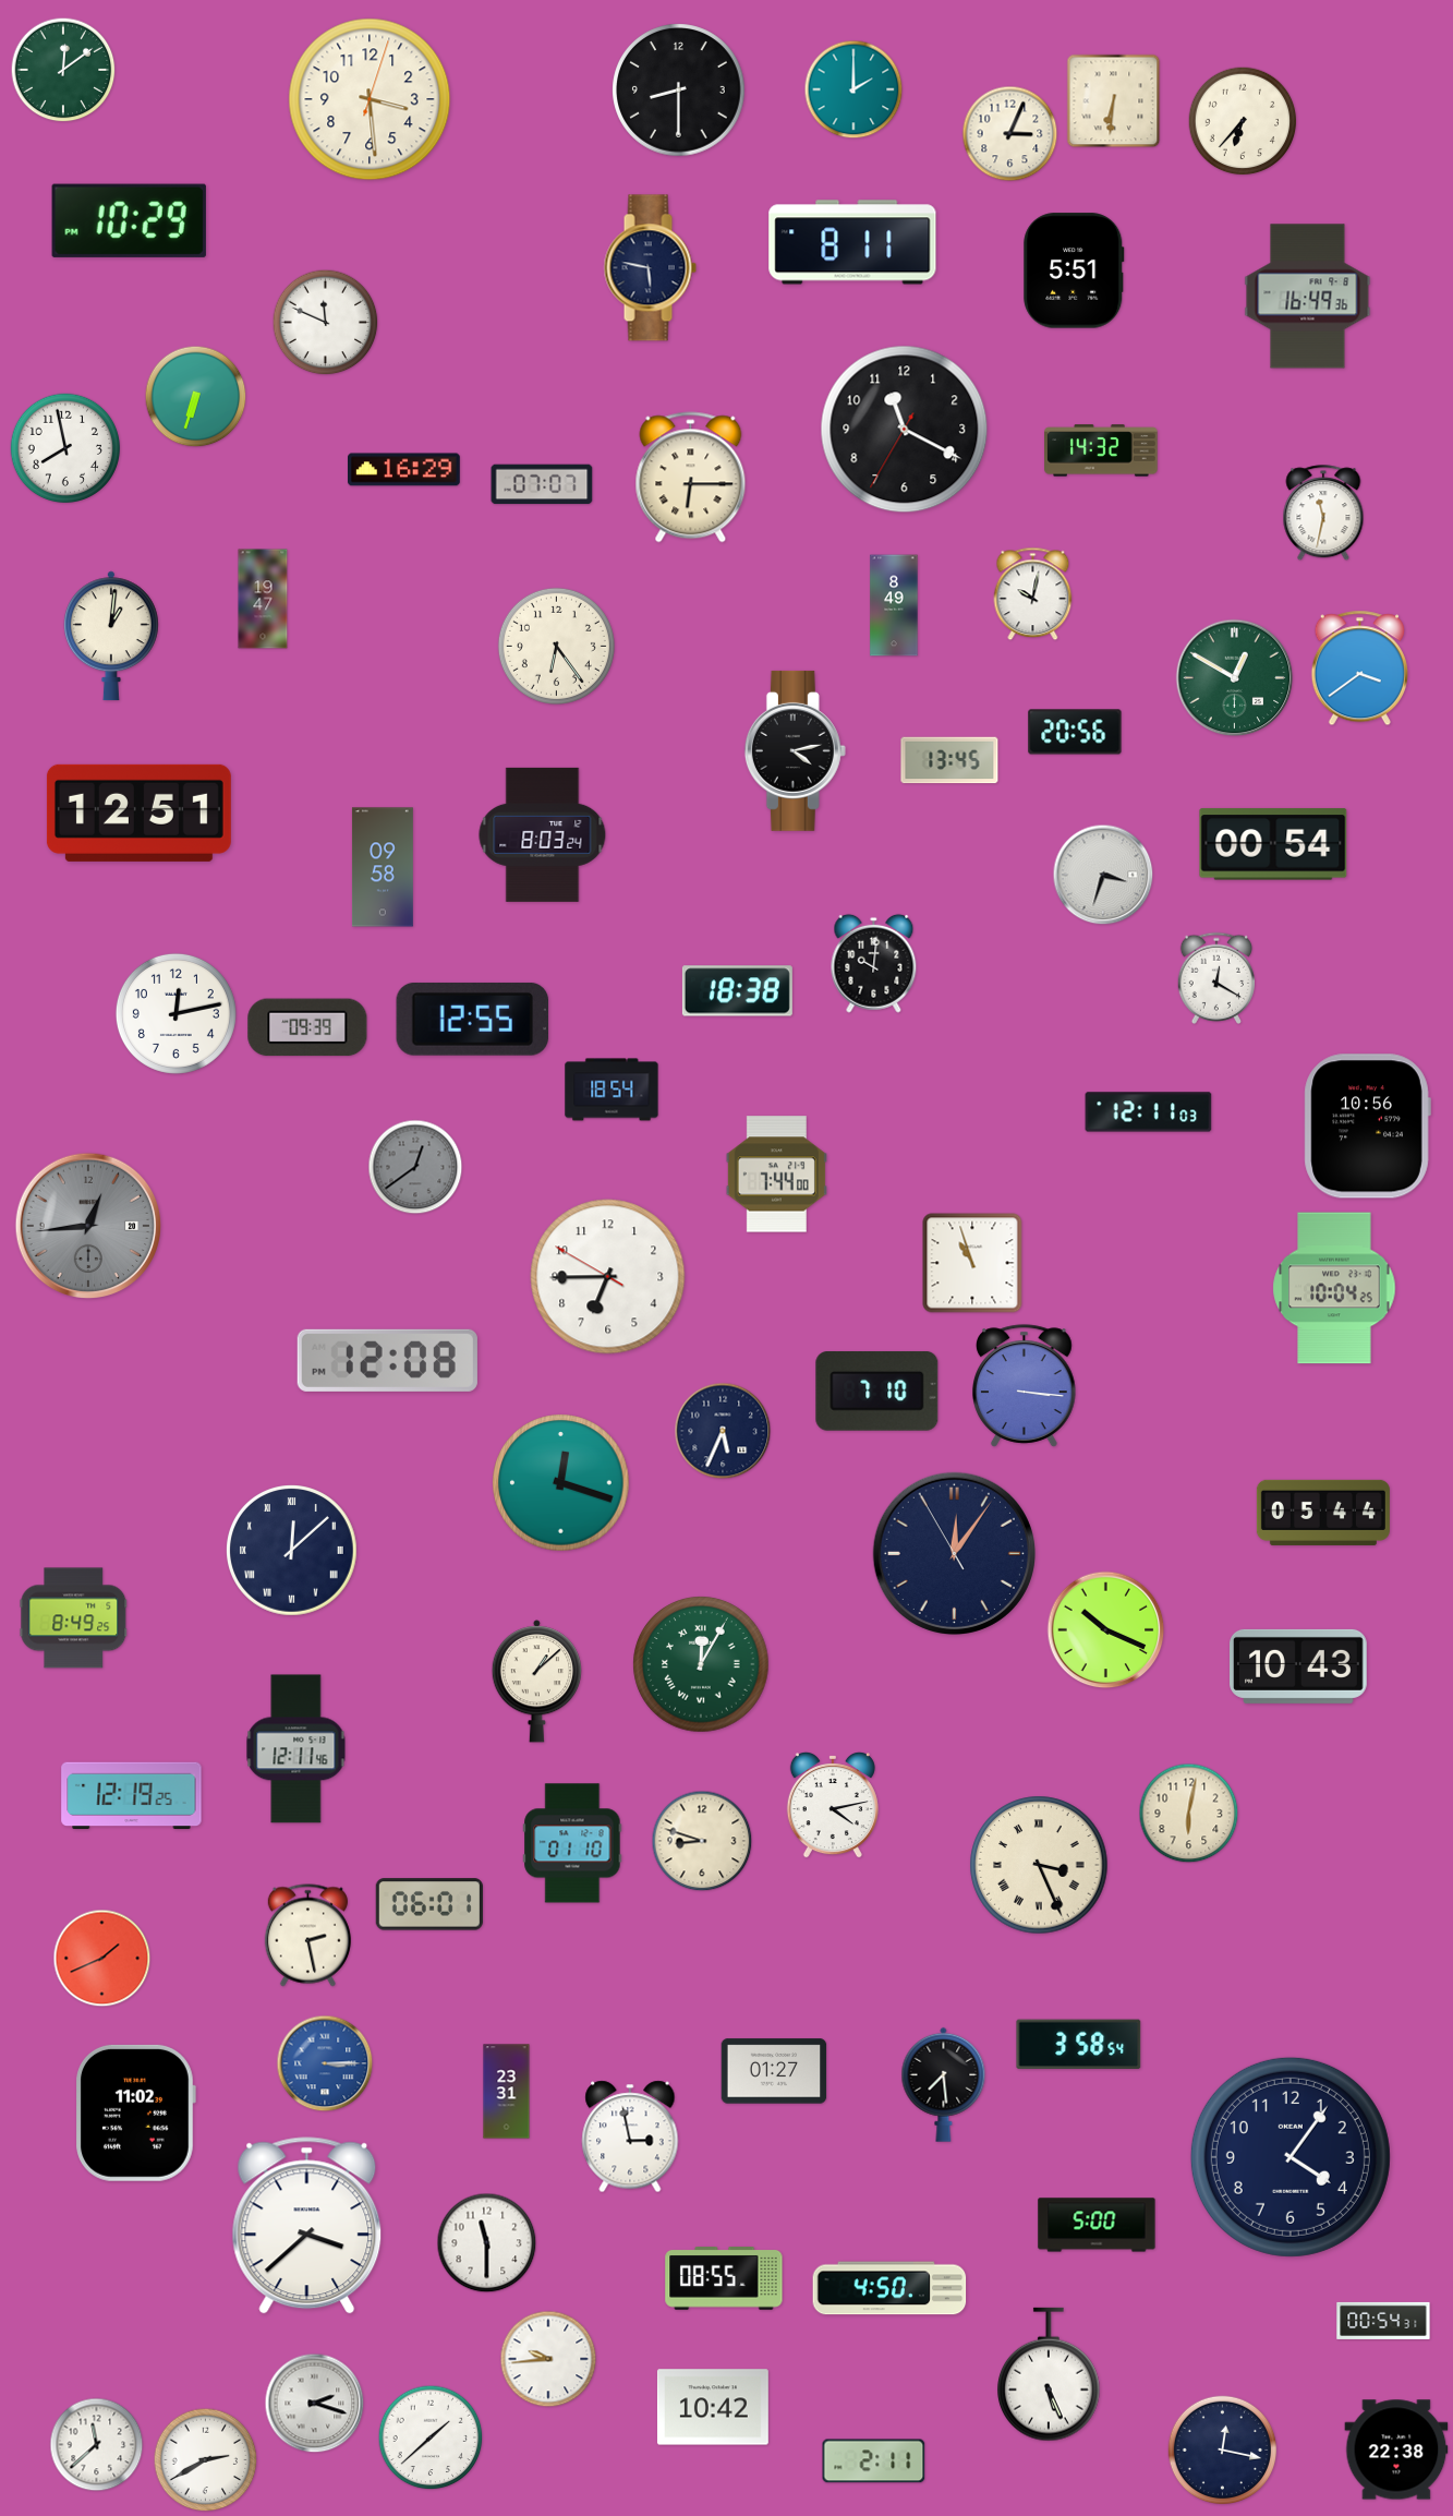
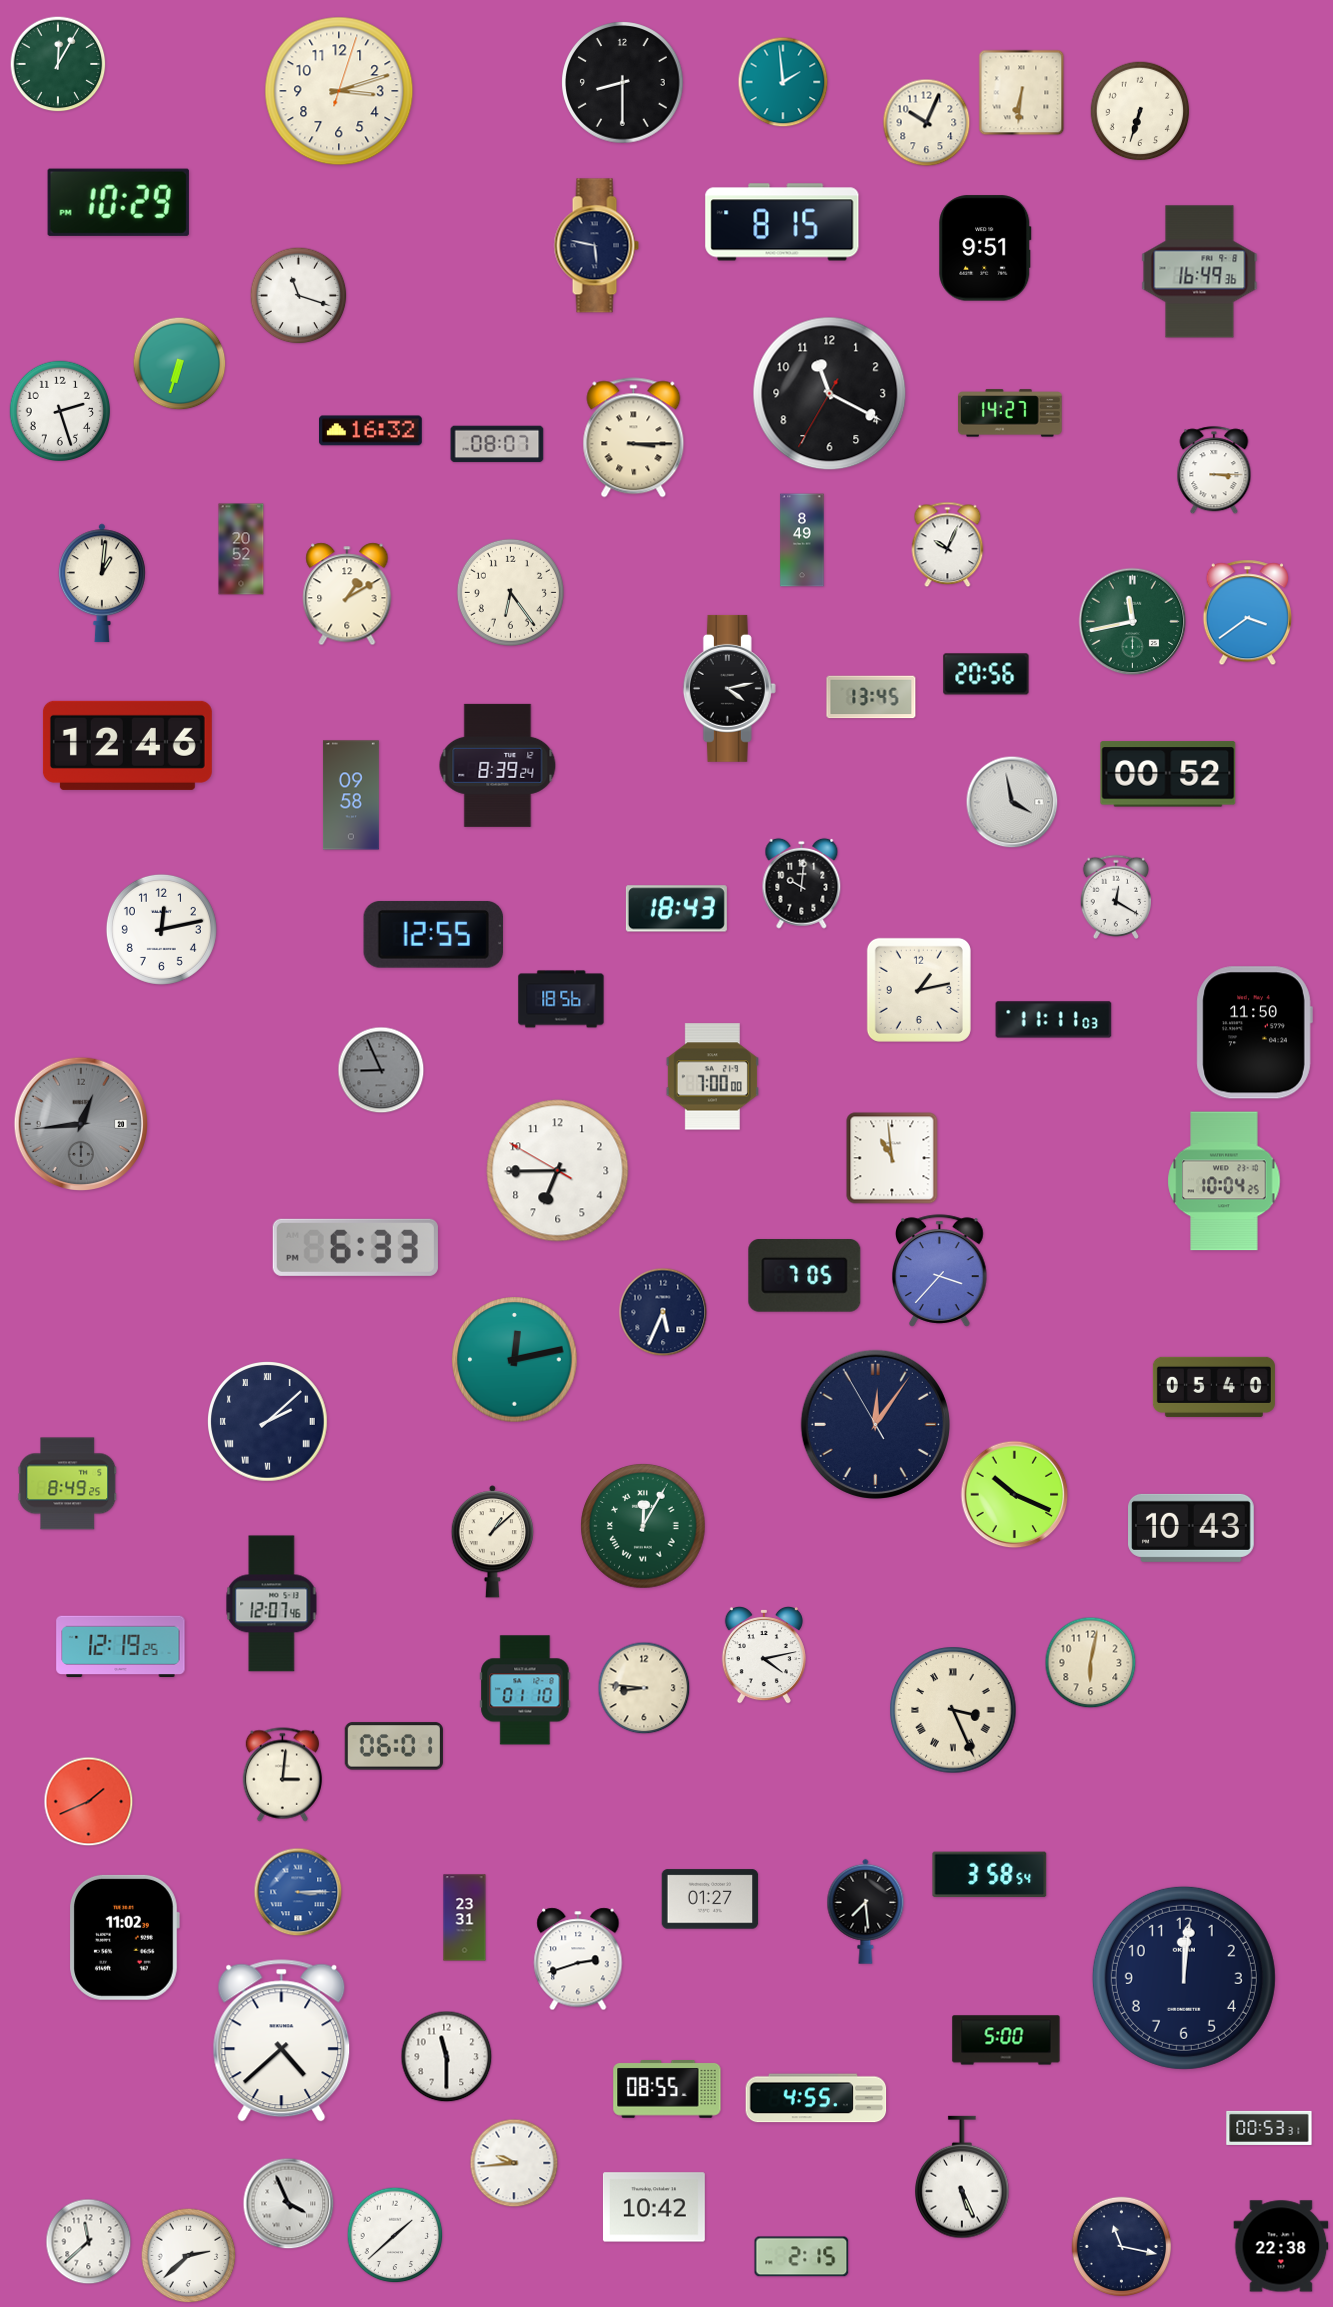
clock at (63, 70): 12:09 -> 12:05
clock at (853, 89): 2:00 -> 1:59
clock at (370, 99): 3:29 -> 3:12
clock at (1243, 121): 6:37 -> 6:33
clock at (1010, 134): 3:04 -> 10:04
clock at (852, 242): 8:11 -> 8:15
clock at (1074, 270): 5:51 -> 9:51
clock at (326, 323): 11:49 -> 11:18
clock at (65, 448): 7:58 -> 2:27
clock at (1101, 450): 14:32 -> 14:27
clock at (404, 470): 16:29 -> 16:32
clock at (691, 478): 6:15 -> 3:15
clock at (542, 484): 07:07 -> 08:07
clock at (1323, 514): 11:32 -> 3:15
clock at (1033, 594): 10:02 -> 10:04
clock at (263, 599): 19:47 -> 20:52
clock at (894, 605) position: (894, 605) -> (802, 540)
clock at (347, 594): none -> 1:10
clock at (1235, 678): 12:50 -> 11:43
clock at (1075, 732) position: (1075, 732) -> (986, 674)
clock at (138, 812): 12:51 -> 12:46
clock at (543, 834): 8:03 -> 8:39
clock at (1273, 844): 00:54 -> 00:52
clock at (1103, 875): 3:33 -> 3:58
clock at (737, 991): 18:38 -> 18:43
clock at (307, 1027): 09:39 -> none
clock at (919, 990): none -> 1:13
clock at (612, 1090): 18:54 -> 18:56
clock at (1149, 1112): 12:11 -> 11:11
clock at (1367, 1127): 10:56 -> 11:50
clock at (415, 1167): 12:39 -> 8:56
clock at (776, 1175): 7:44 -> 7:00
clock at (972, 1263): 10:57 -> 10:59
clock at (387, 1360): 12:08 -> 6:33
clock at (1025, 1386): 3:16 -> 3:37
clock at (877, 1392): 7:10 -> 7:05
clock at (561, 1483): 12:18 -> 12:13
clock at (1323, 1513): 05:44 -> 05:40
clock at (292, 1551): 12:08 -> 2:08
clock at (296, 1749): 12:11 -> 12:07
clock at (702, 1841): 8:48 -> 8:46
clock at (307, 1936): 2:28 -> 3:01
clock at (102, 1959) position: (102, 1959) -> (89, 1802)
clock at (630, 2136): 2:58 -> 2:42
clock at (1291, 2157): 4:06 -> 12:01
clock at (307, 2226): 3:38 -> 4:38
clock at (724, 2279) position: (724, 2279) -> (667, 2090)
clock at (889, 2288): 4:50 -> 4:55
clock at (1383, 2321): 00:54 -> 00:53
clock at (548, 2359) position: (548, 2359) -> (514, 2163)
clock at (315, 2404): 2:18 -> 3:56
clock at (1223, 2451): 12:17 -> 11:17
clock at (206, 2460): 2:40 -> 2:38
clock at (874, 2461): 2:11 -> 2:15
